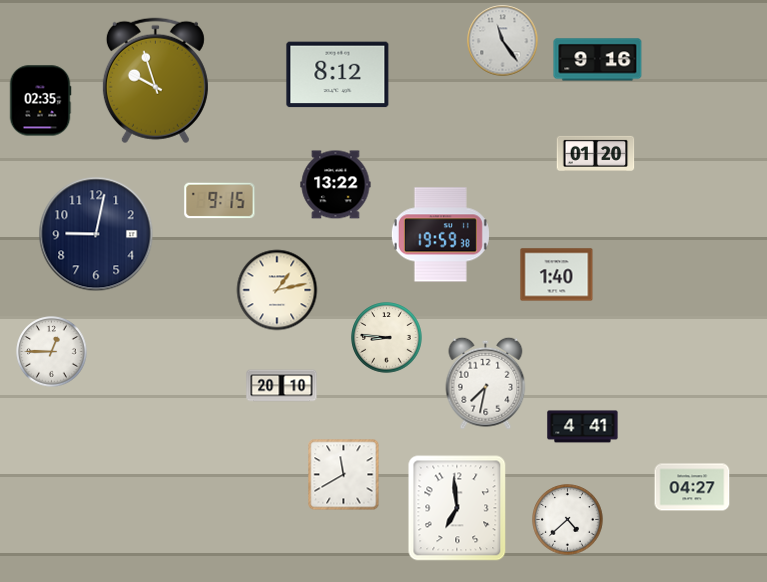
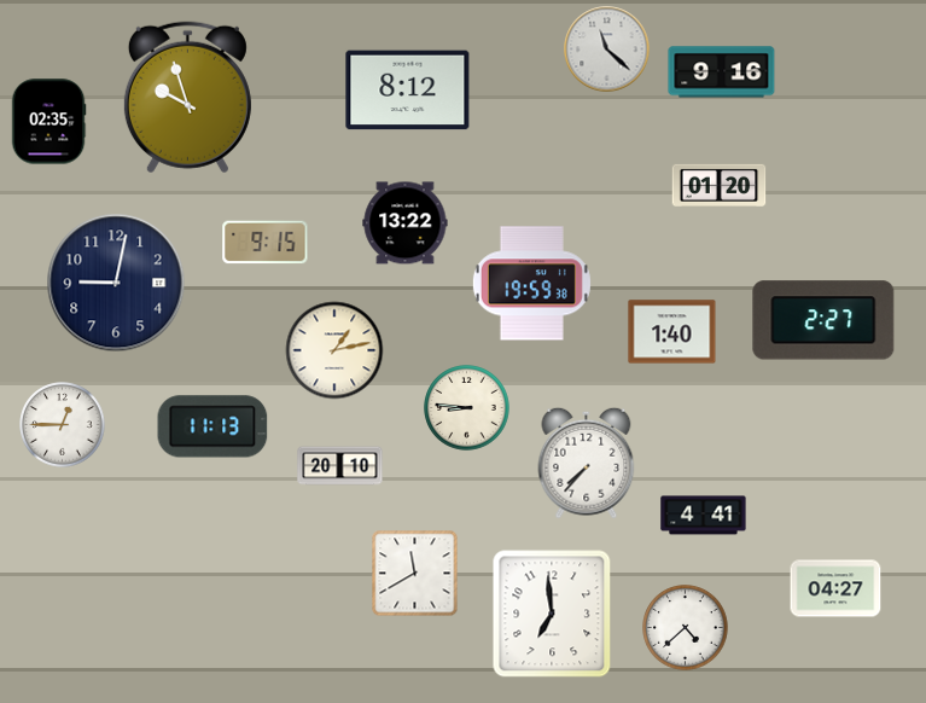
clock at (503, 41): 11:24 -> 11:22
clock at (823, 320): none -> 2:27
clock at (212, 426): none -> 11:13
clock at (486, 383): 7:32 -> 7:37
